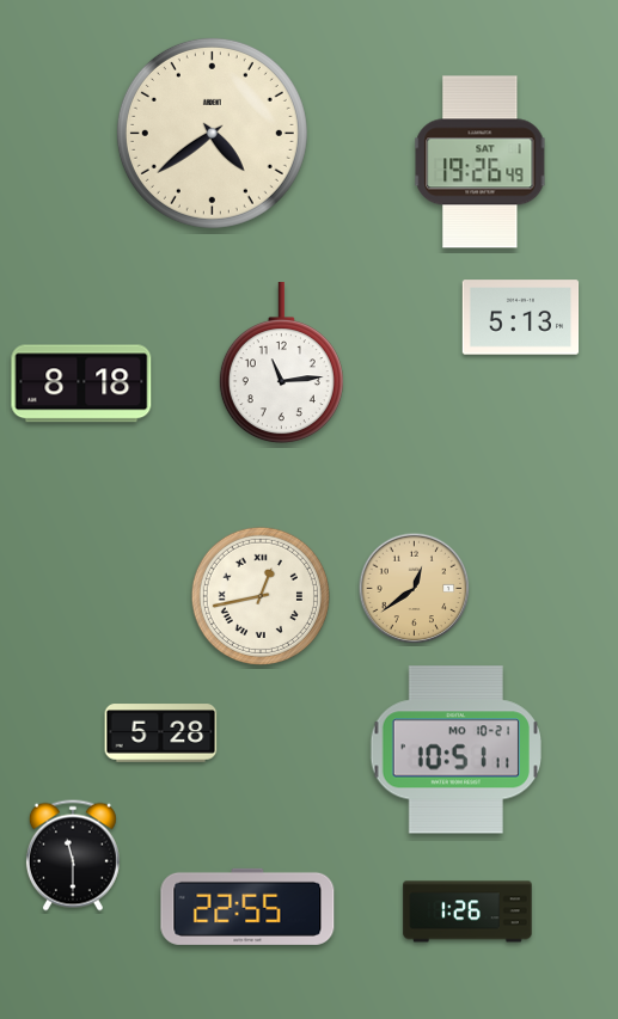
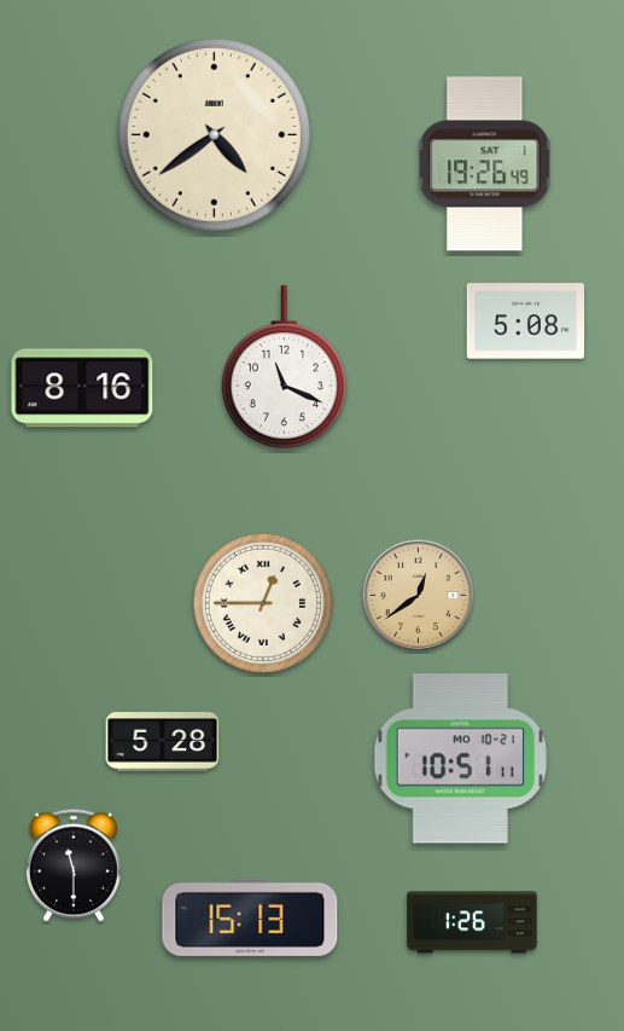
clock at (521, 318): 5:13 -> 5:08
clock at (281, 363): 11:14 -> 11:19
clock at (81, 383): 8:18 -> 8:16
clock at (261, 596): 12:43 -> 12:45
clock at (247, 907): 22:55 -> 15:13
